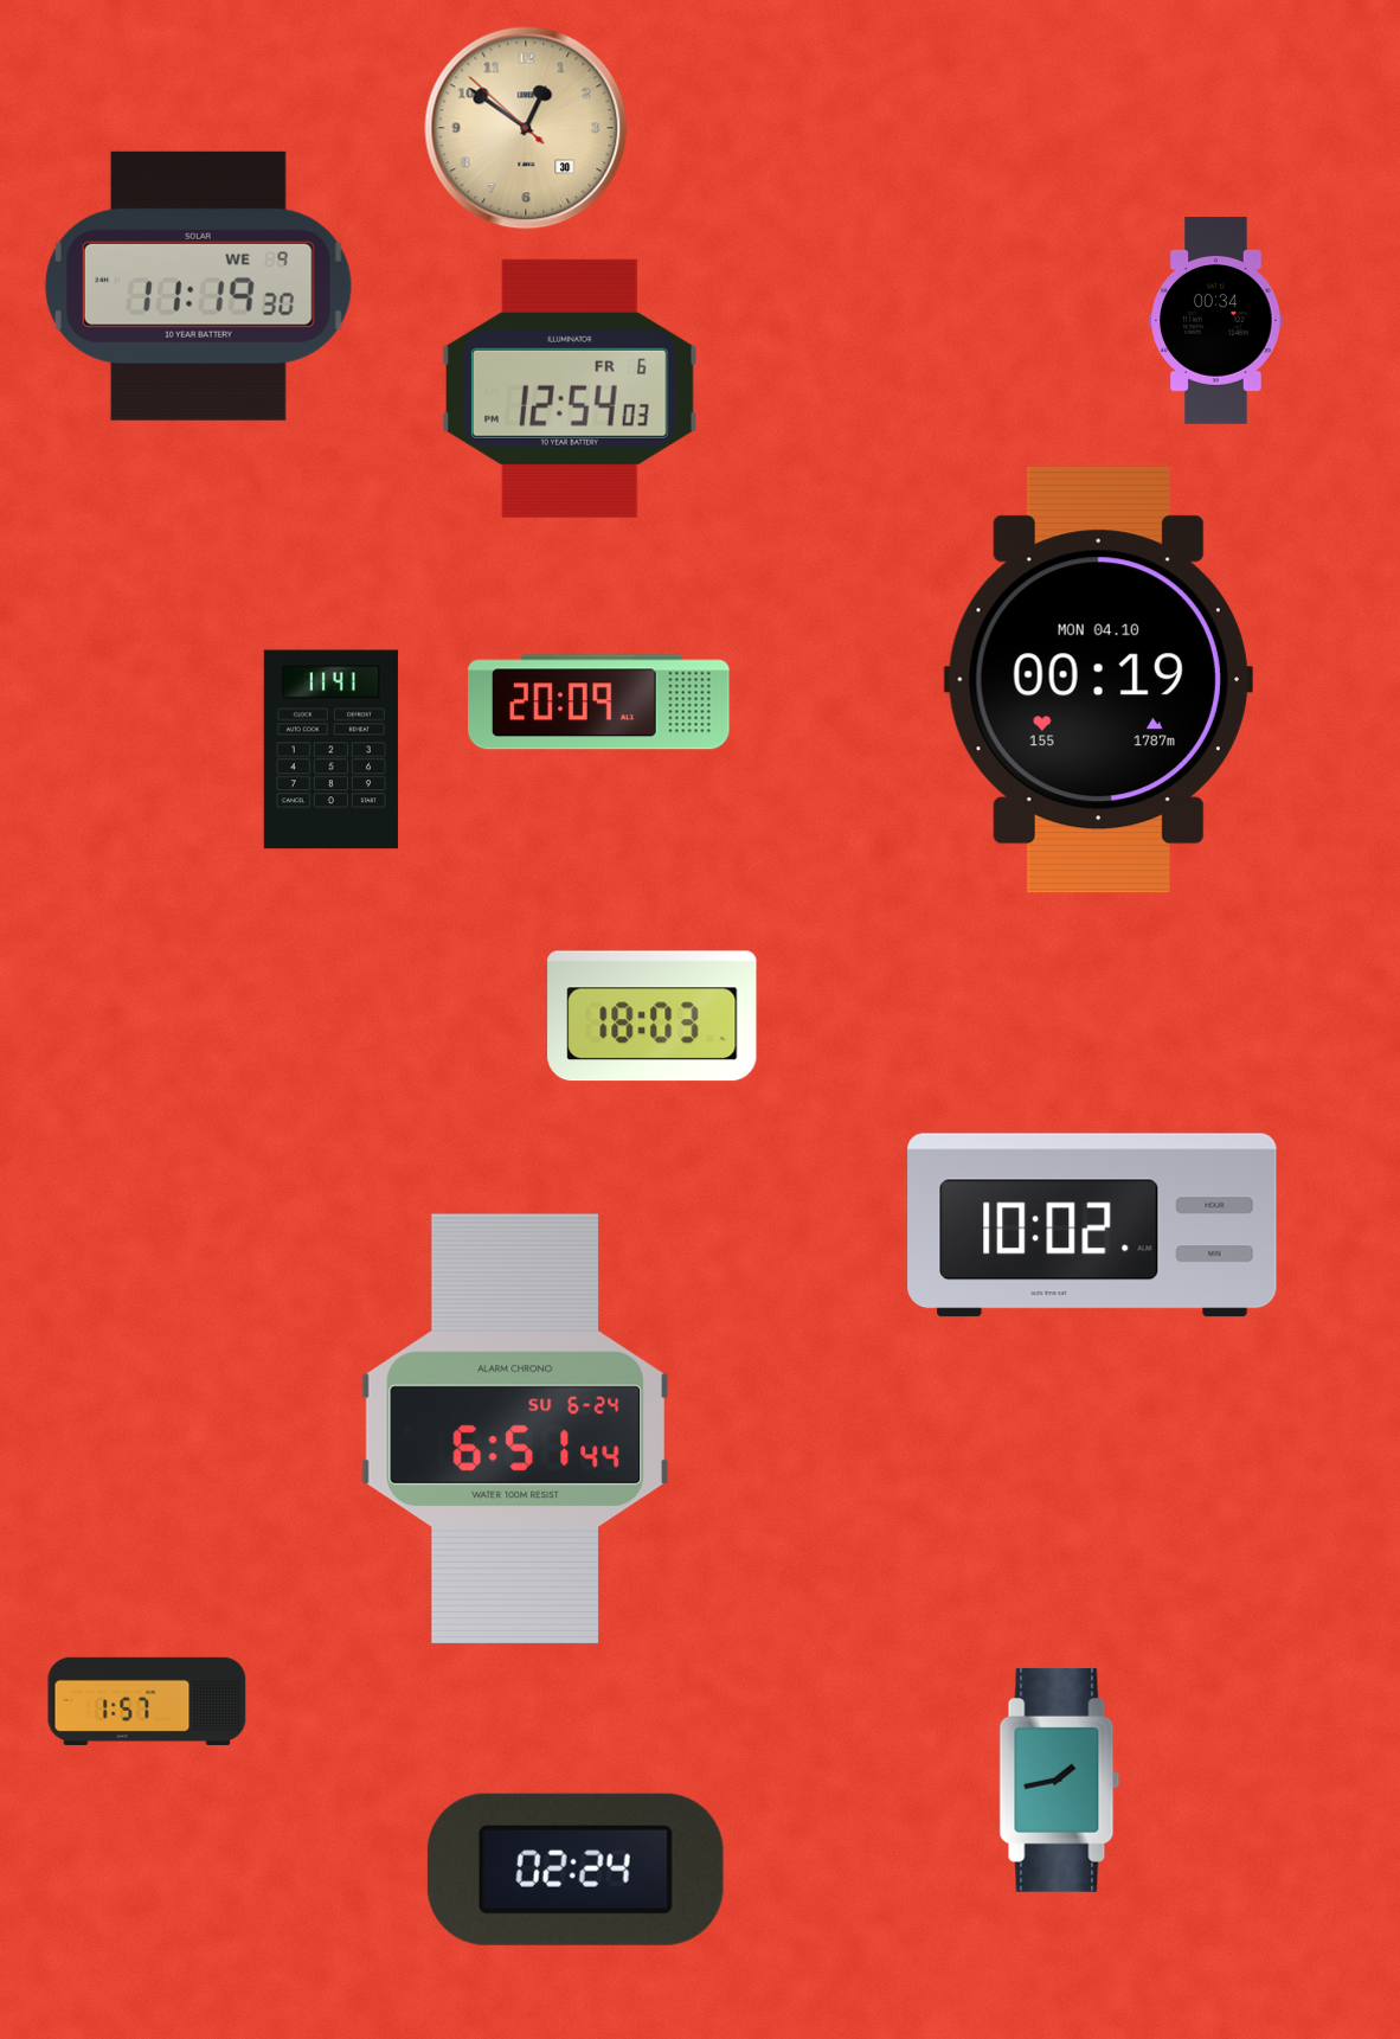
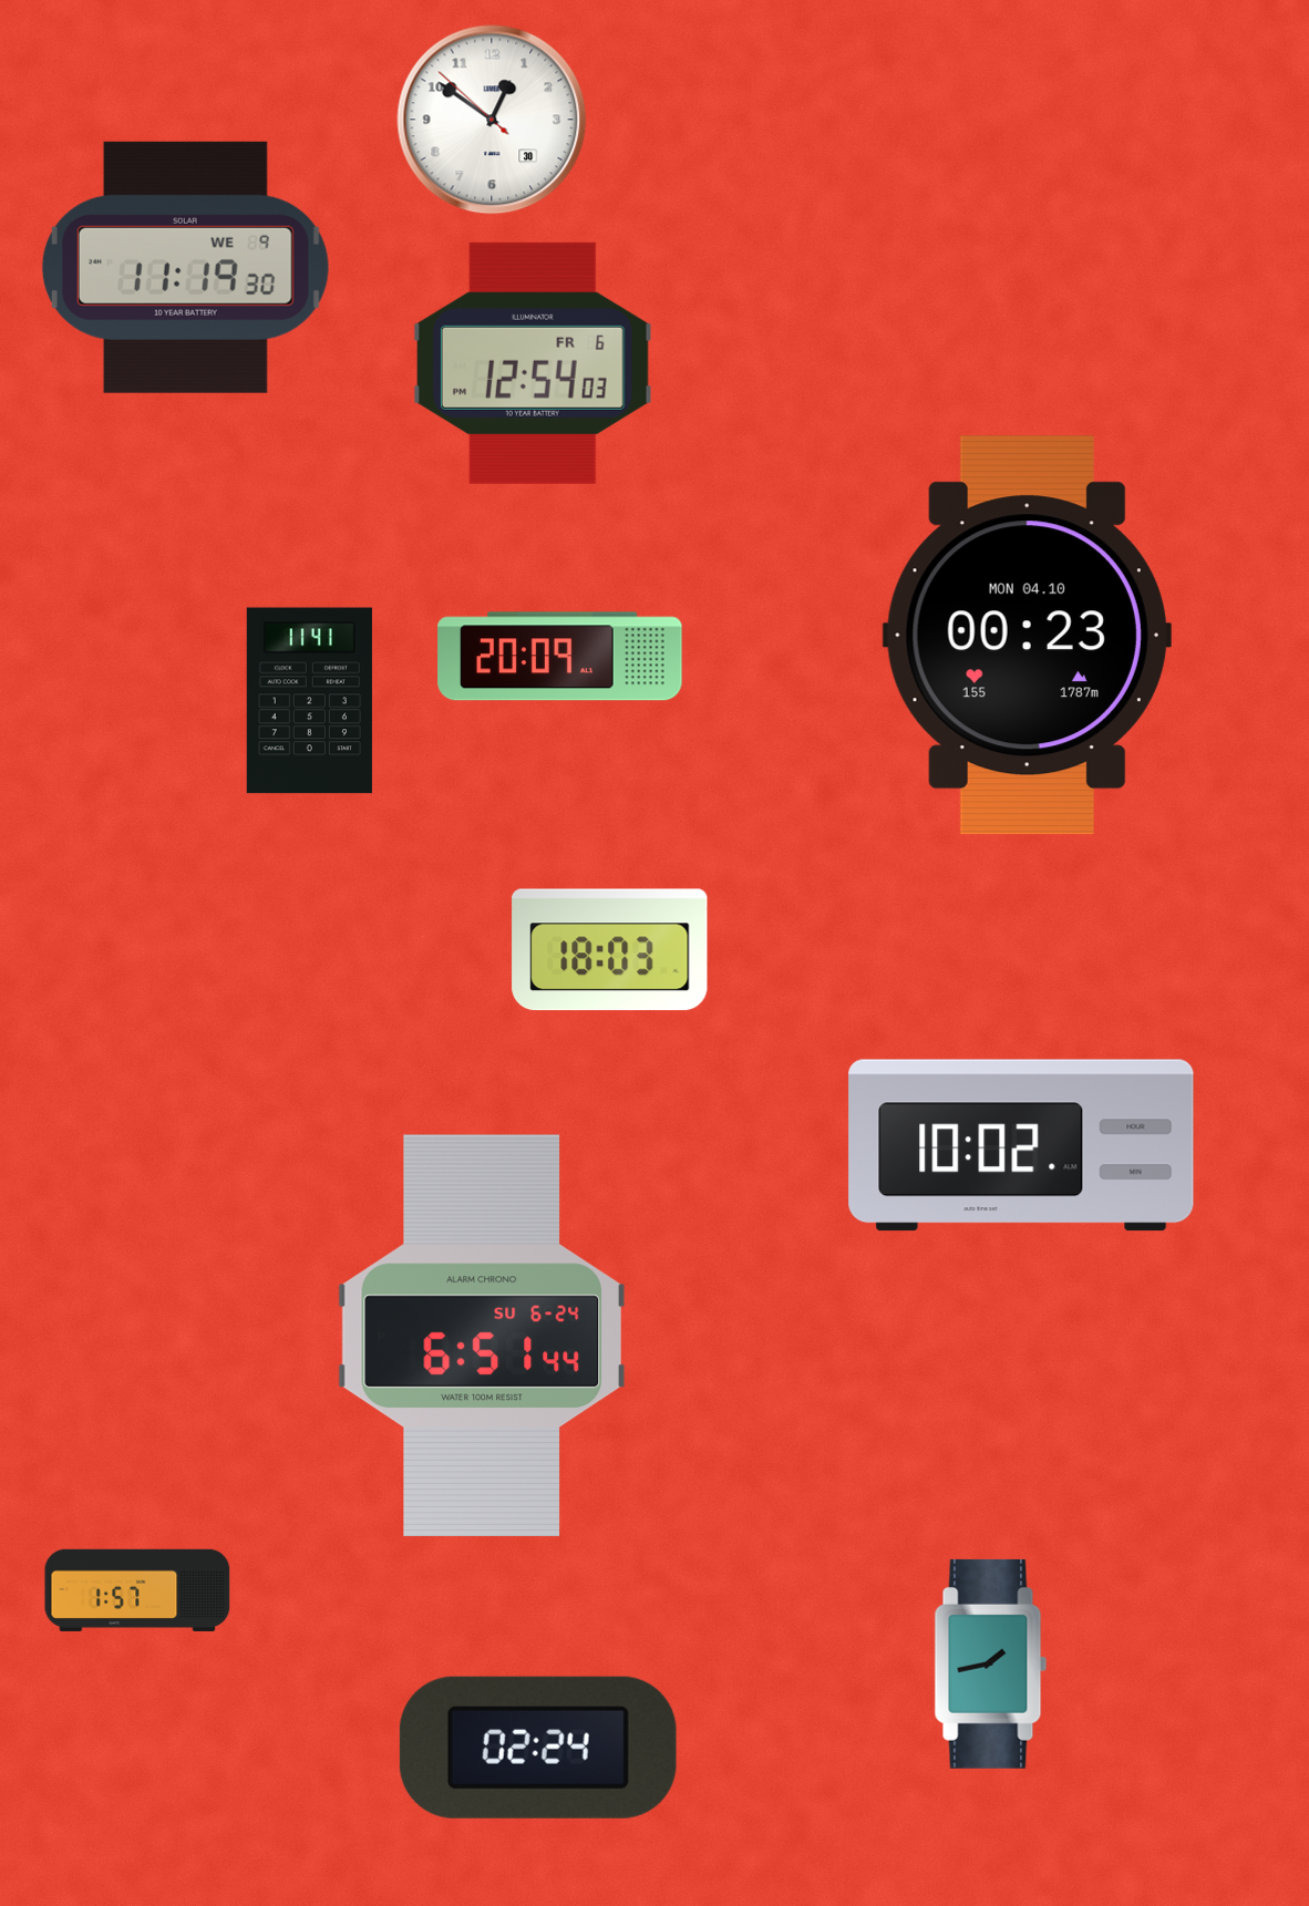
clock at (526, 128) dial: champagne -> white
clock at (1216, 321): 00:34 -> none
clock at (1098, 680): 00:19 -> 00:23
